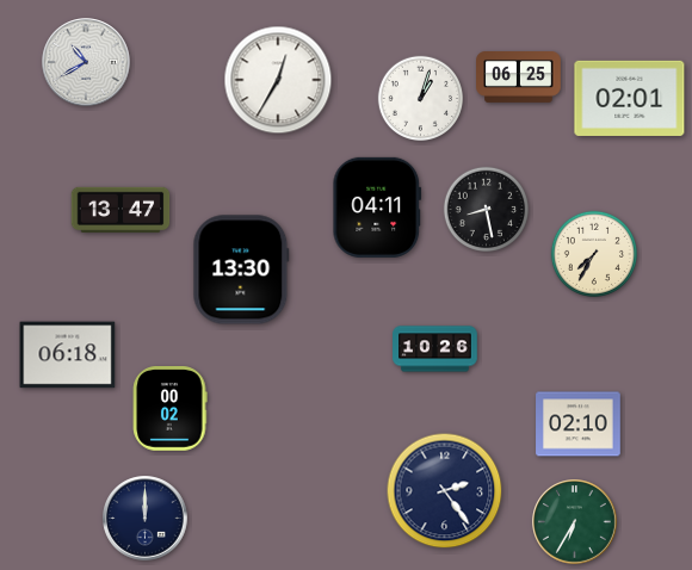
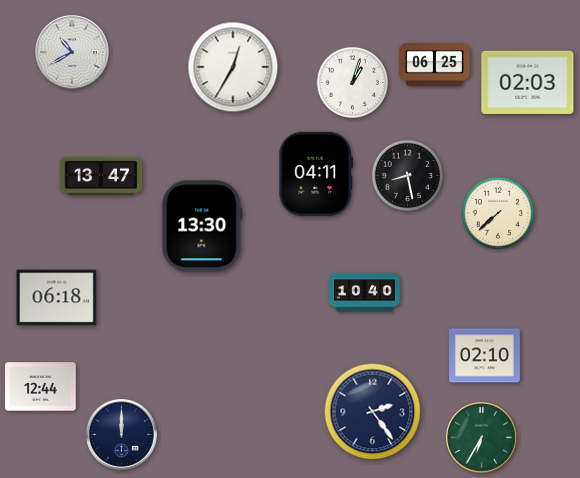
clock at (630, 98): 02:01 -> 02:03
clock at (593, 253): 7:35 -> 7:38
clock at (435, 349): 10:26 -> 10:40
clock at (171, 409): 00:02 -> none
clock at (41, 387): none -> 12:44
